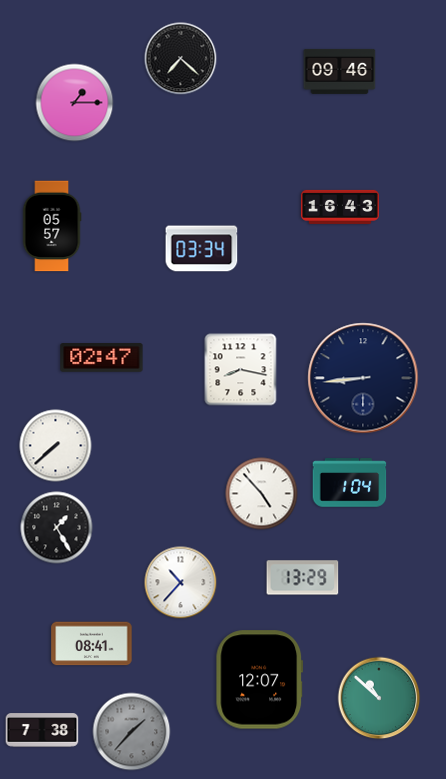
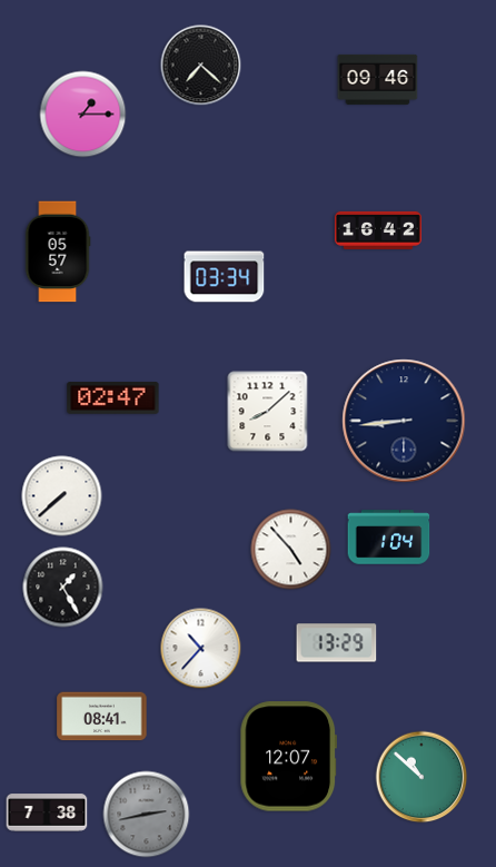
clock at (340, 207): 16:43 -> 16:42
clock at (241, 370): 8:17 -> 8:08
clock at (132, 732): 1:37 -> 2:43
